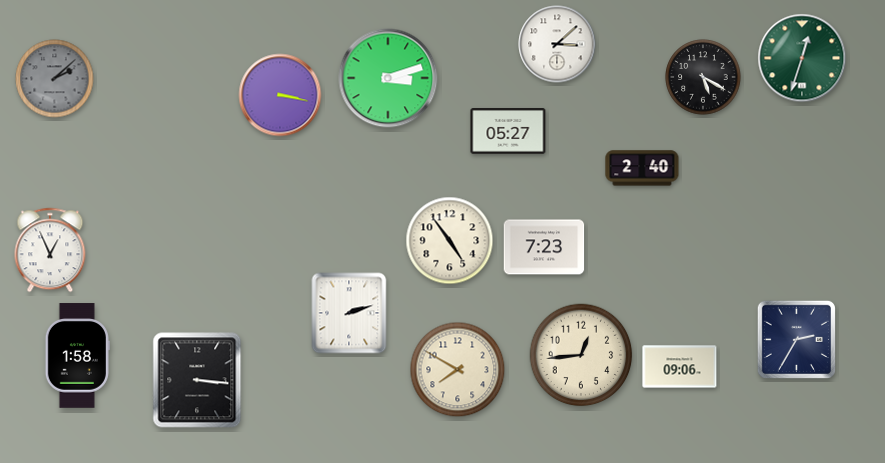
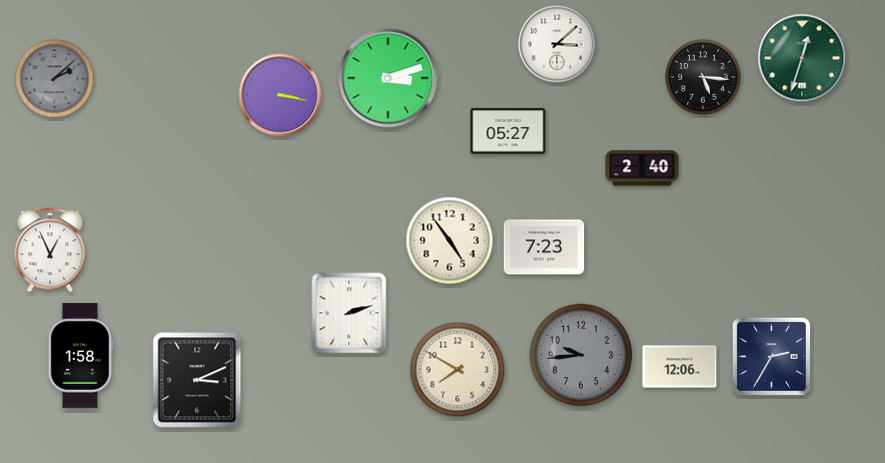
clock at (703, 77): 5:20 -> 5:16
clock at (796, 339) position: (796, 339) -> (771, 356)
clock at (581, 355): 12:44 -> 9:44
clock at (581, 355) dial: cream -> grey
clock at (77, 356) position: (77, 356) -> (80, 356)
clock at (680, 367): 09:06 -> 12:06
clock at (197, 380): 3:16 -> 3:11
